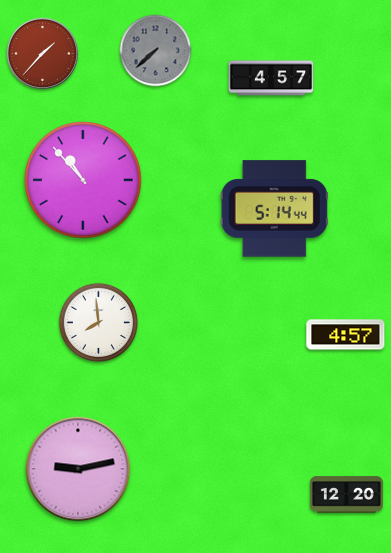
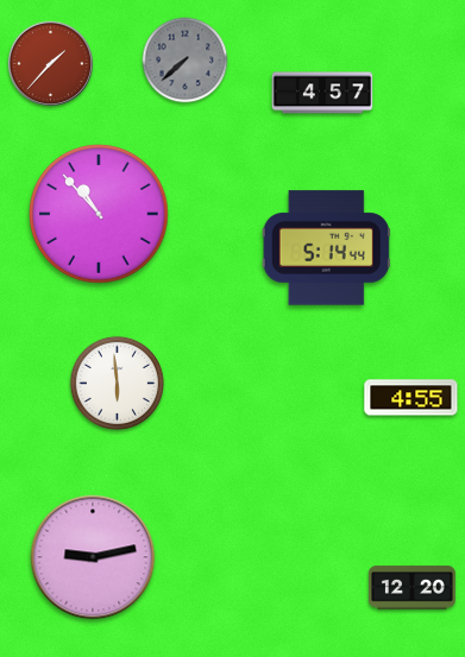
clock at (98, 322): 7:59 -> 5:59
clock at (346, 335): 4:57 -> 4:55
